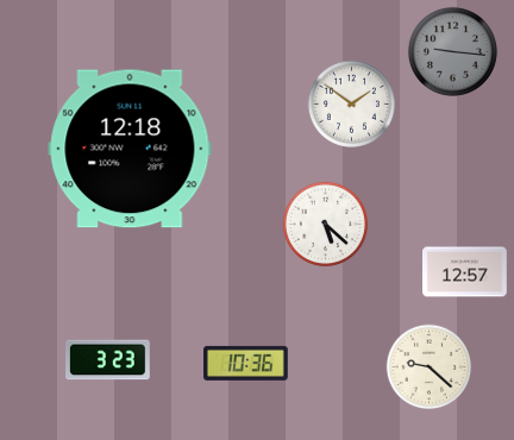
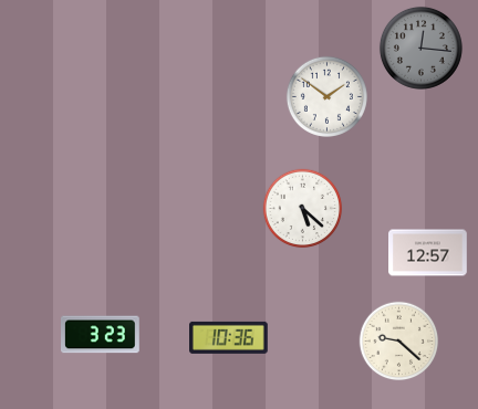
clock at (452, 51): 9:16 -> 12:16
clock at (130, 149): 12:18 -> none
clock at (465, 272) position: (465, 272) -> (428, 253)
